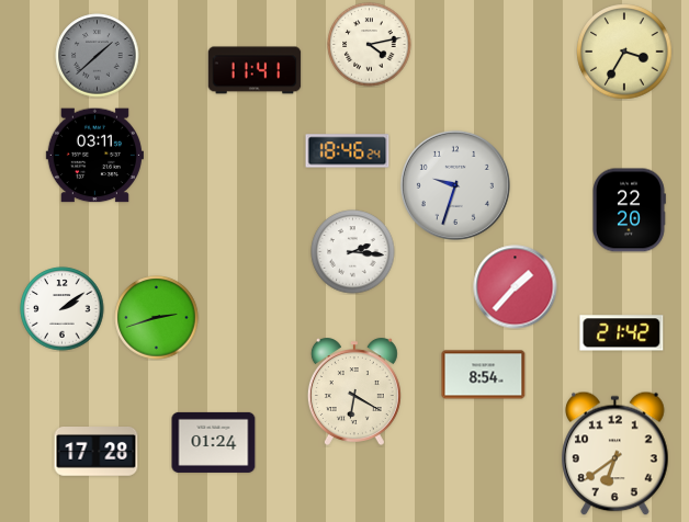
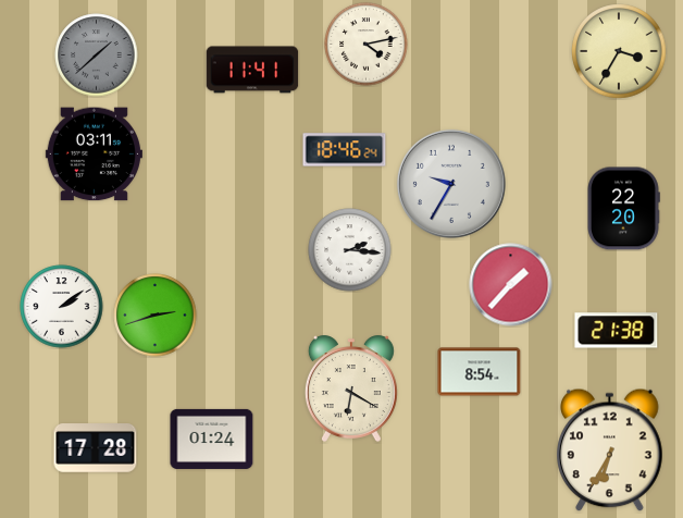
clock at (455, 185): 9:33 -> 9:35
clock at (622, 333): 21:42 -> 21:38
clock at (615, 454): 6:39 -> 6:35
